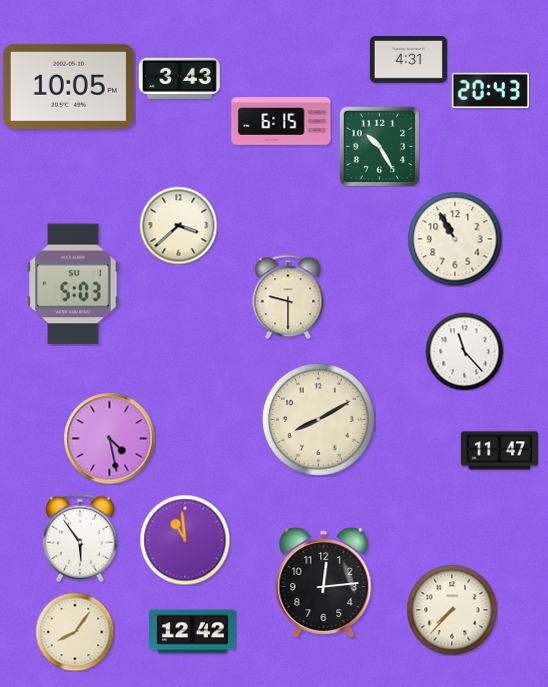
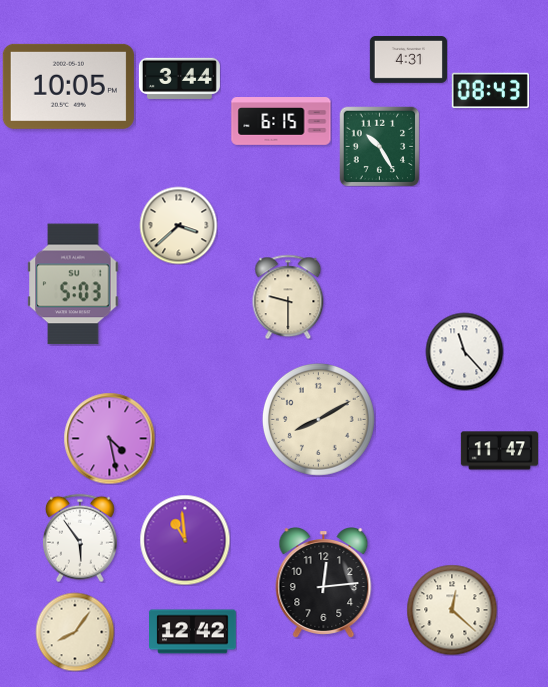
clock at (179, 78): 3:43 -> 3:44
clock at (490, 91): 20:43 -> 08:43
clock at (455, 239): 10:55 -> none
clock at (452, 610): 7:37 -> 12:22
